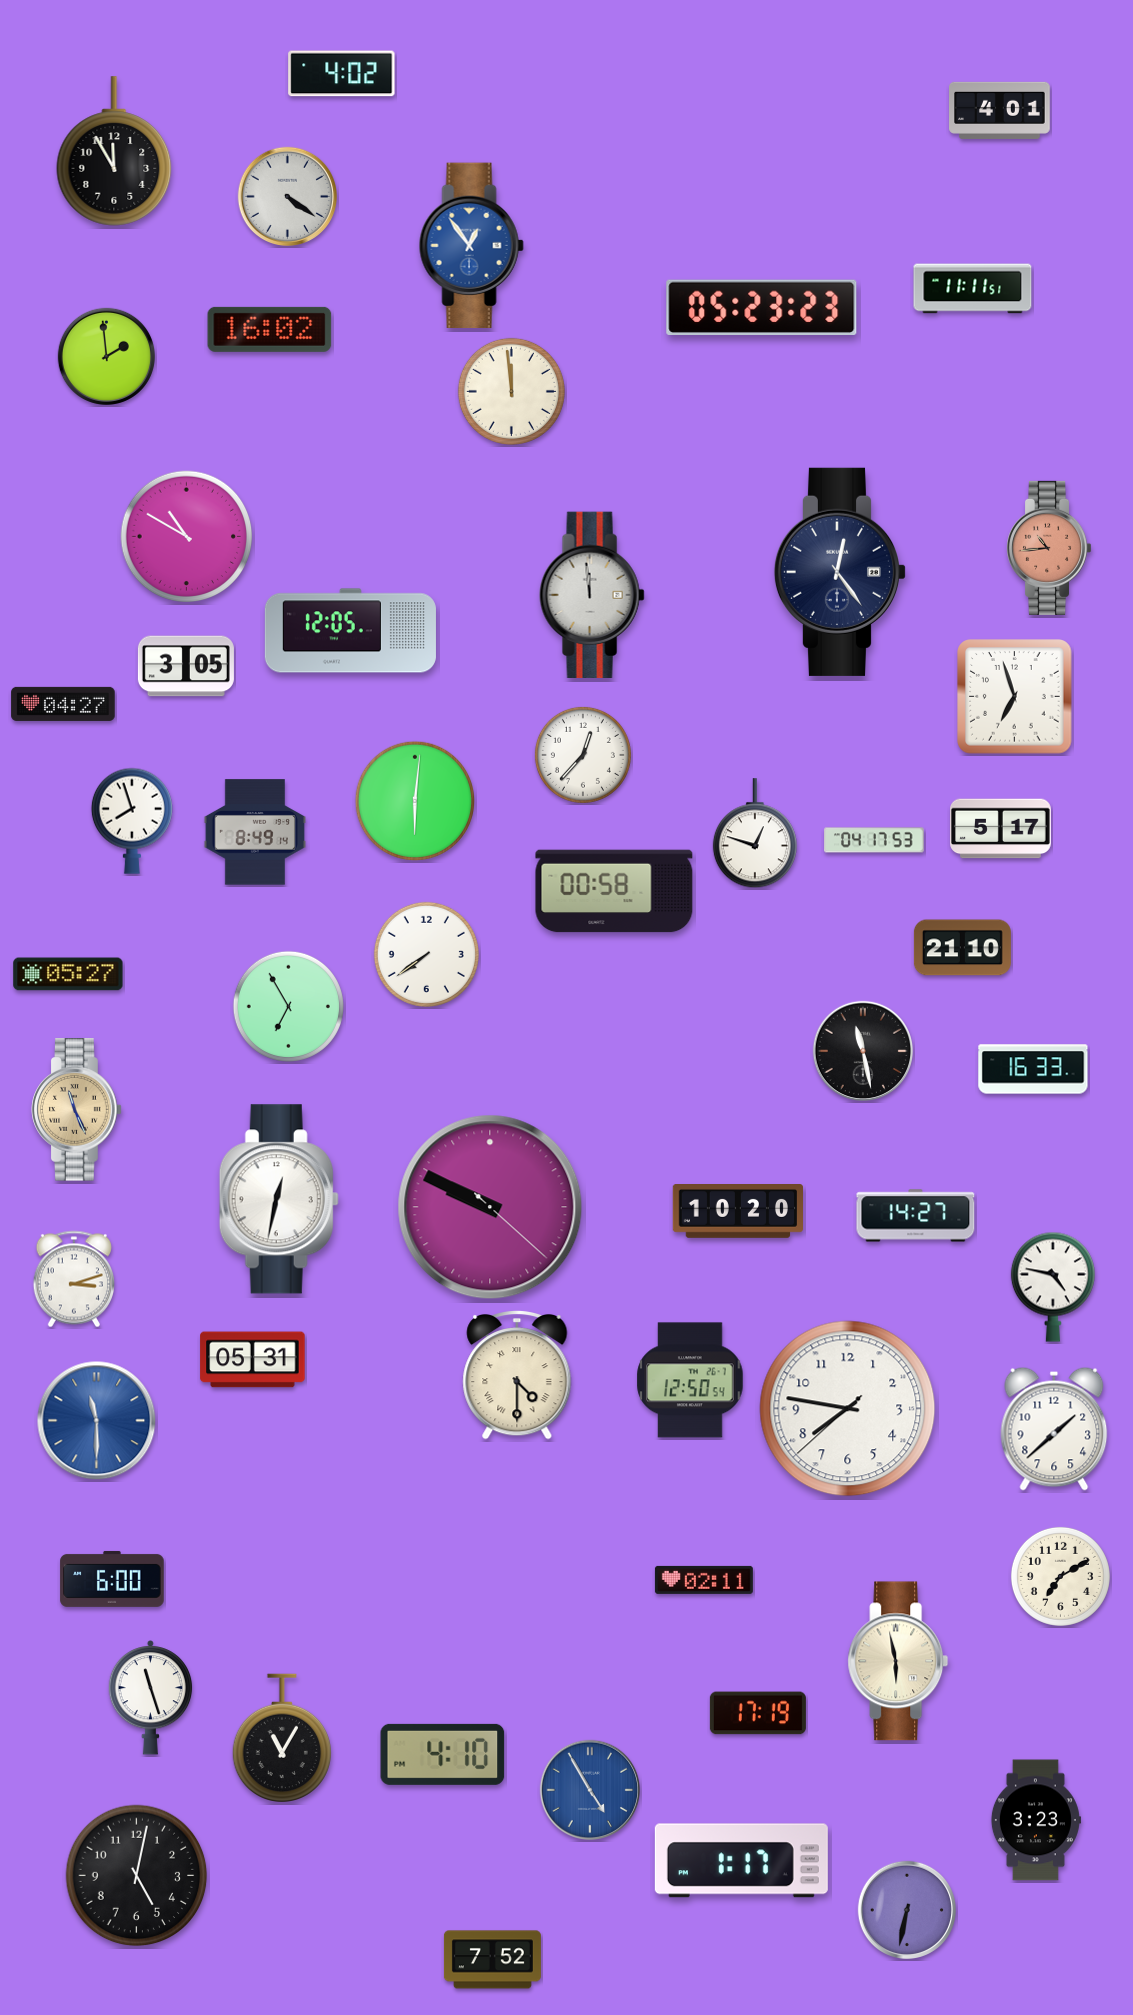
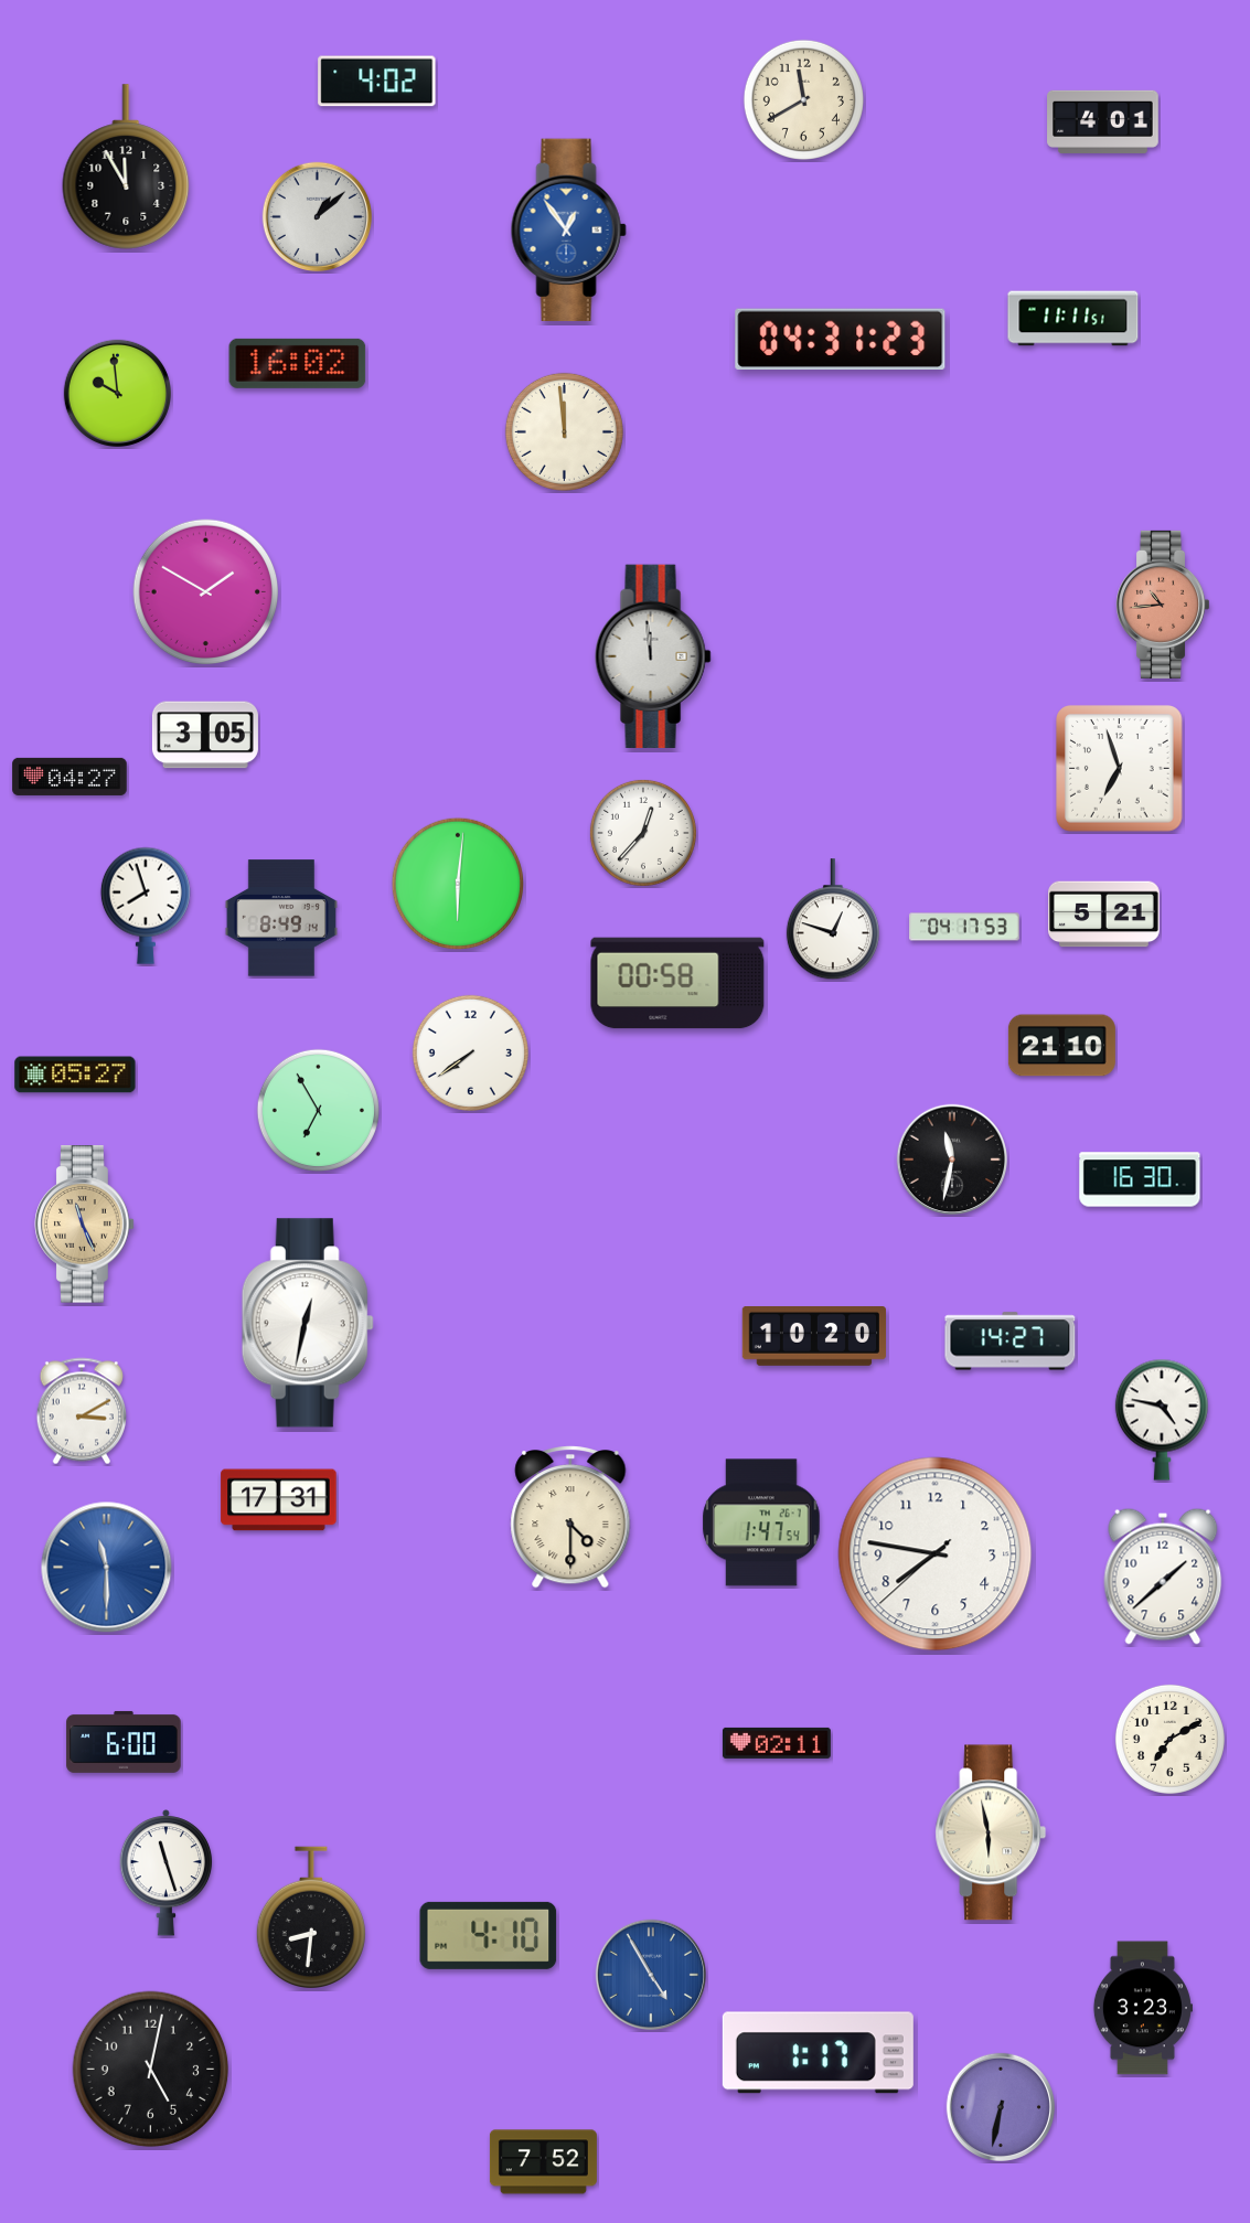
clock at (803, 99): none -> 11:40
clock at (287, 196): 4:21 -> 1:08
clock at (471, 246) position: (471, 246) -> (568, 231)
clock at (762, 308): 05:23 -> 04:31
clock at (106, 356): 1:59 -> 9:59
clock at (187, 537): 10:50 -> 1:50
clock at (1049, 548) position: (1049, 548) -> (1163, 605)
clock at (839, 572): 12:24 -> none
clock at (350, 631): 12:05 -> none
clock at (1001, 829): 5:17 -> 5:21
clock at (863, 1051): 11:28 -> 11:32
clock at (1033, 1069): 16:33 -> 16:30
clock at (490, 1207): 9:49 -> none
clock at (74, 1279): 3:12 -> 3:10
clock at (253, 1360): 05:31 -> 17:31
clock at (690, 1380): 12:50 -> 1:47
clock at (758, 1713): 17:19 -> none
clock at (282, 1738): 11:05 -> 8:31
